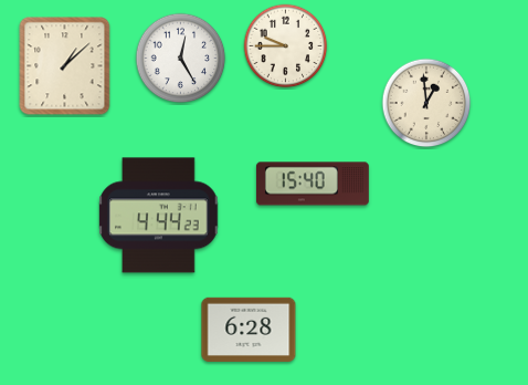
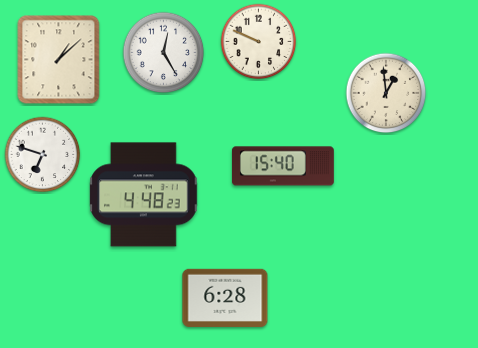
clock at (286, 46): 9:45 -> 9:49
clock at (43, 155): none -> 6:48
clock at (159, 216): 4:44 -> 4:48
